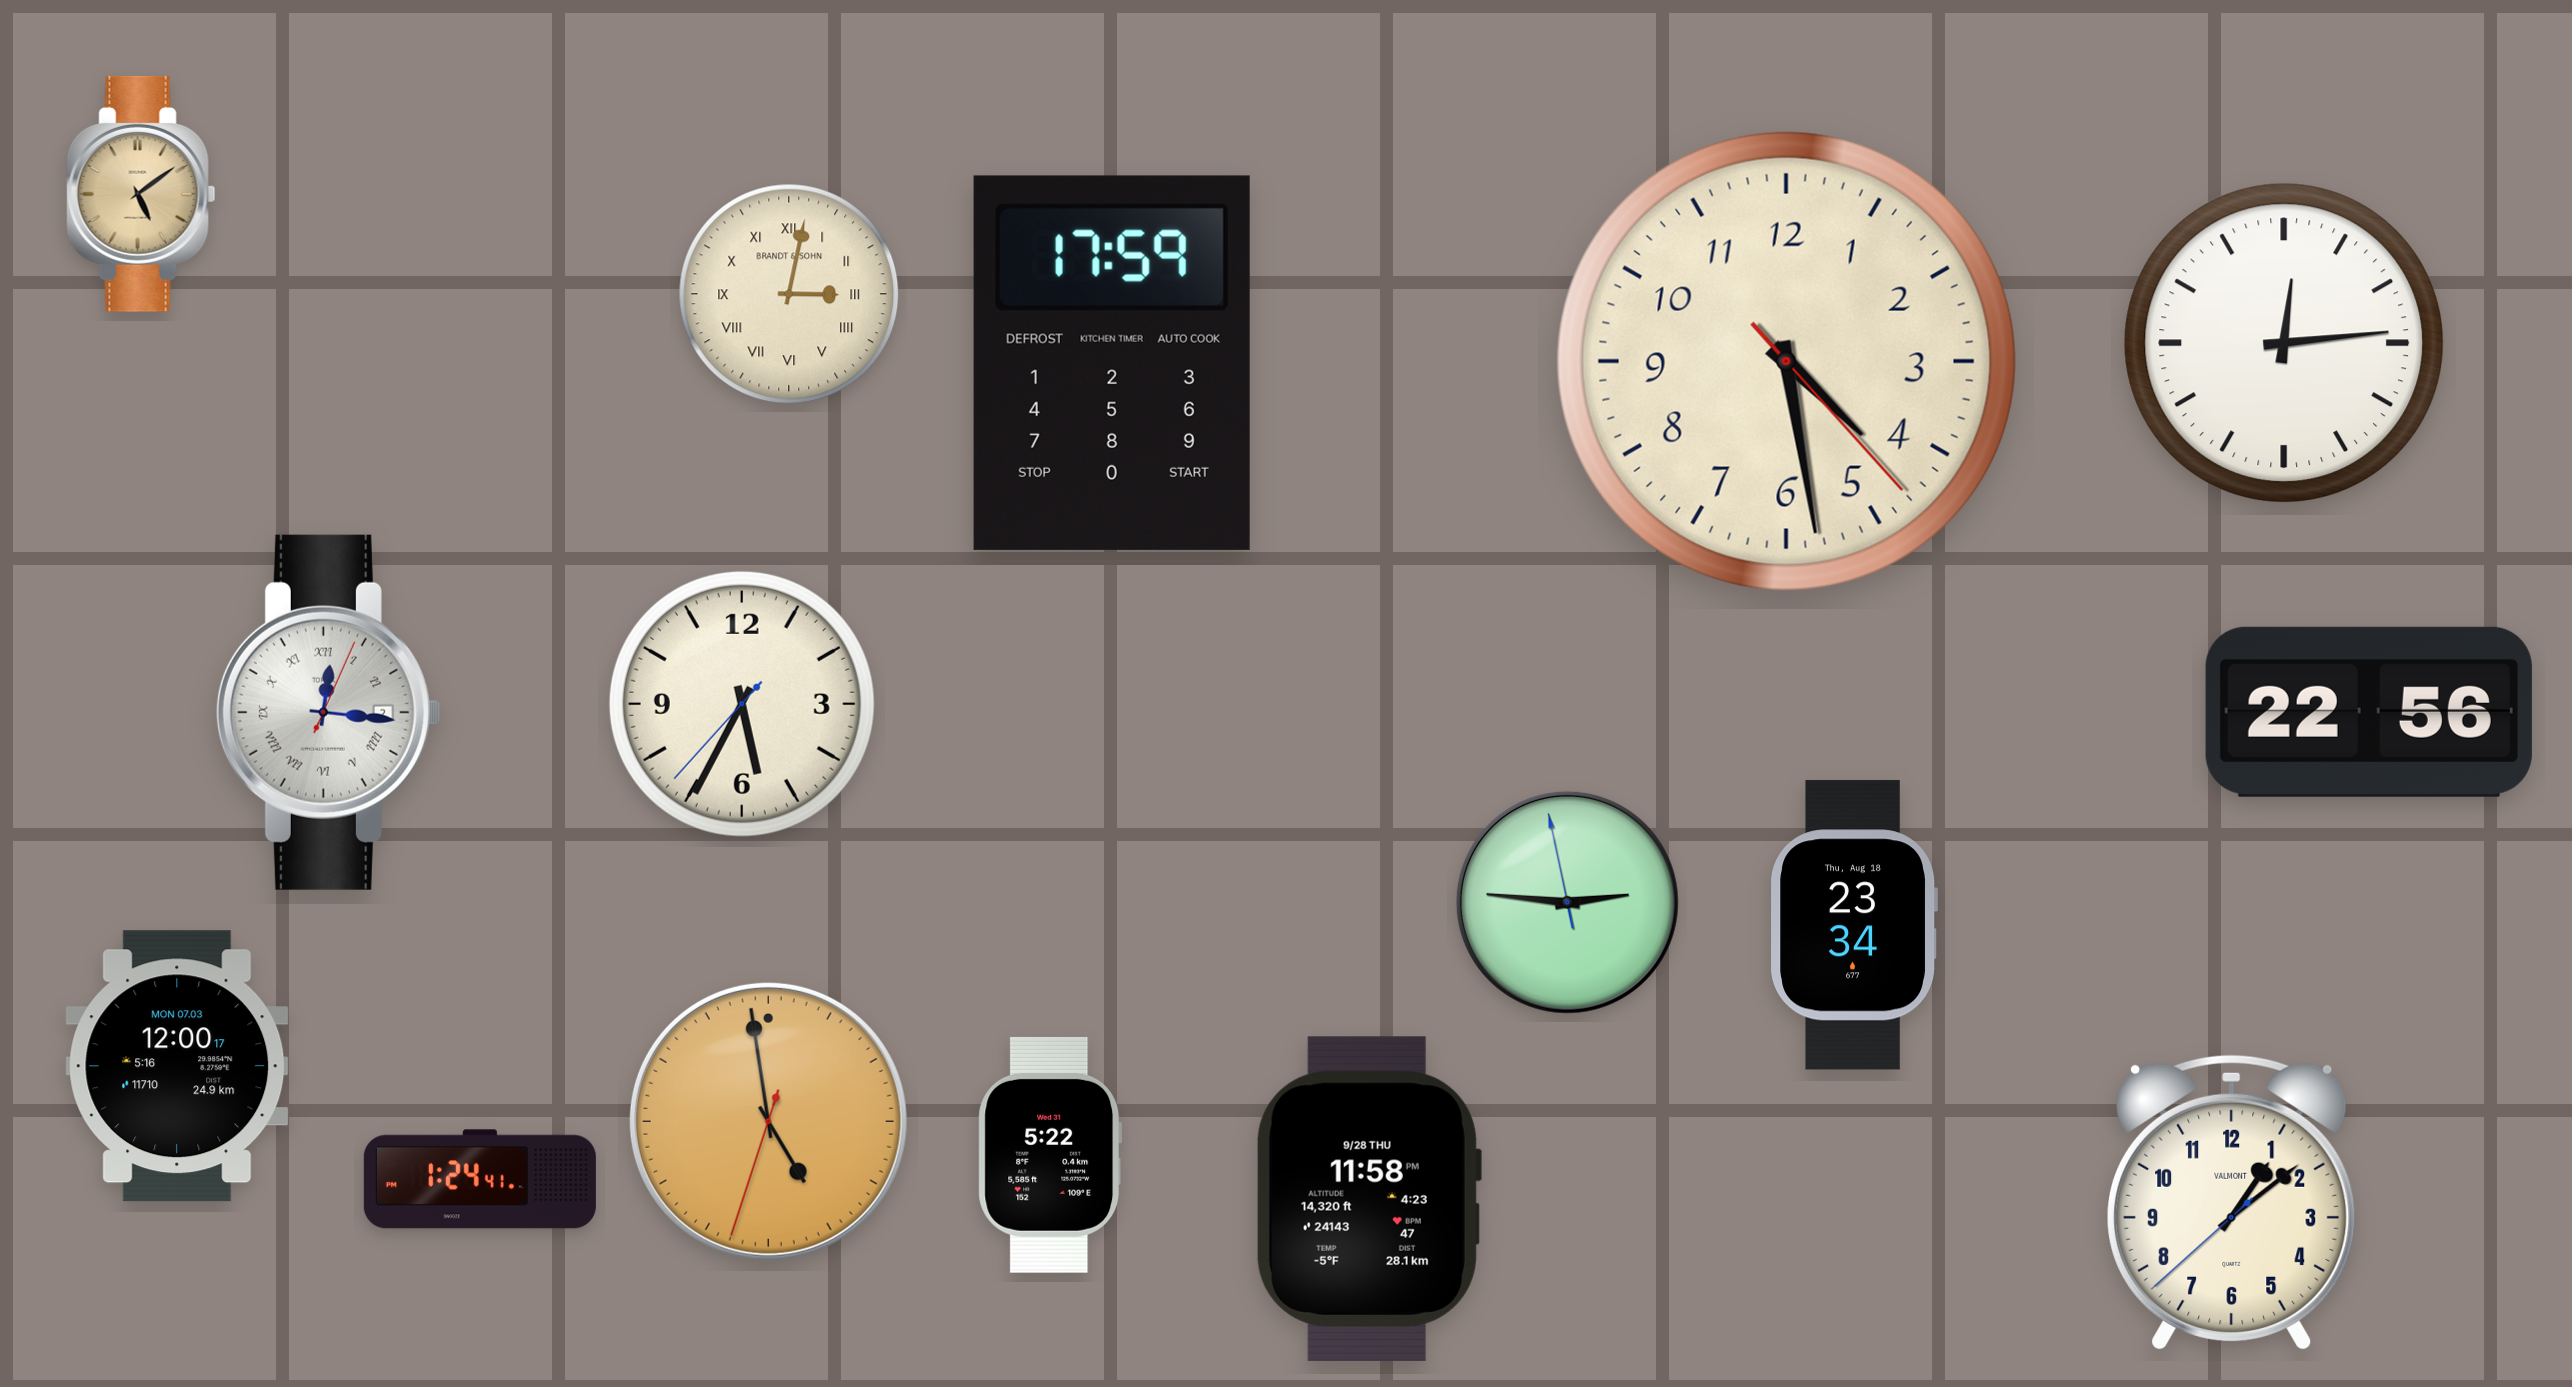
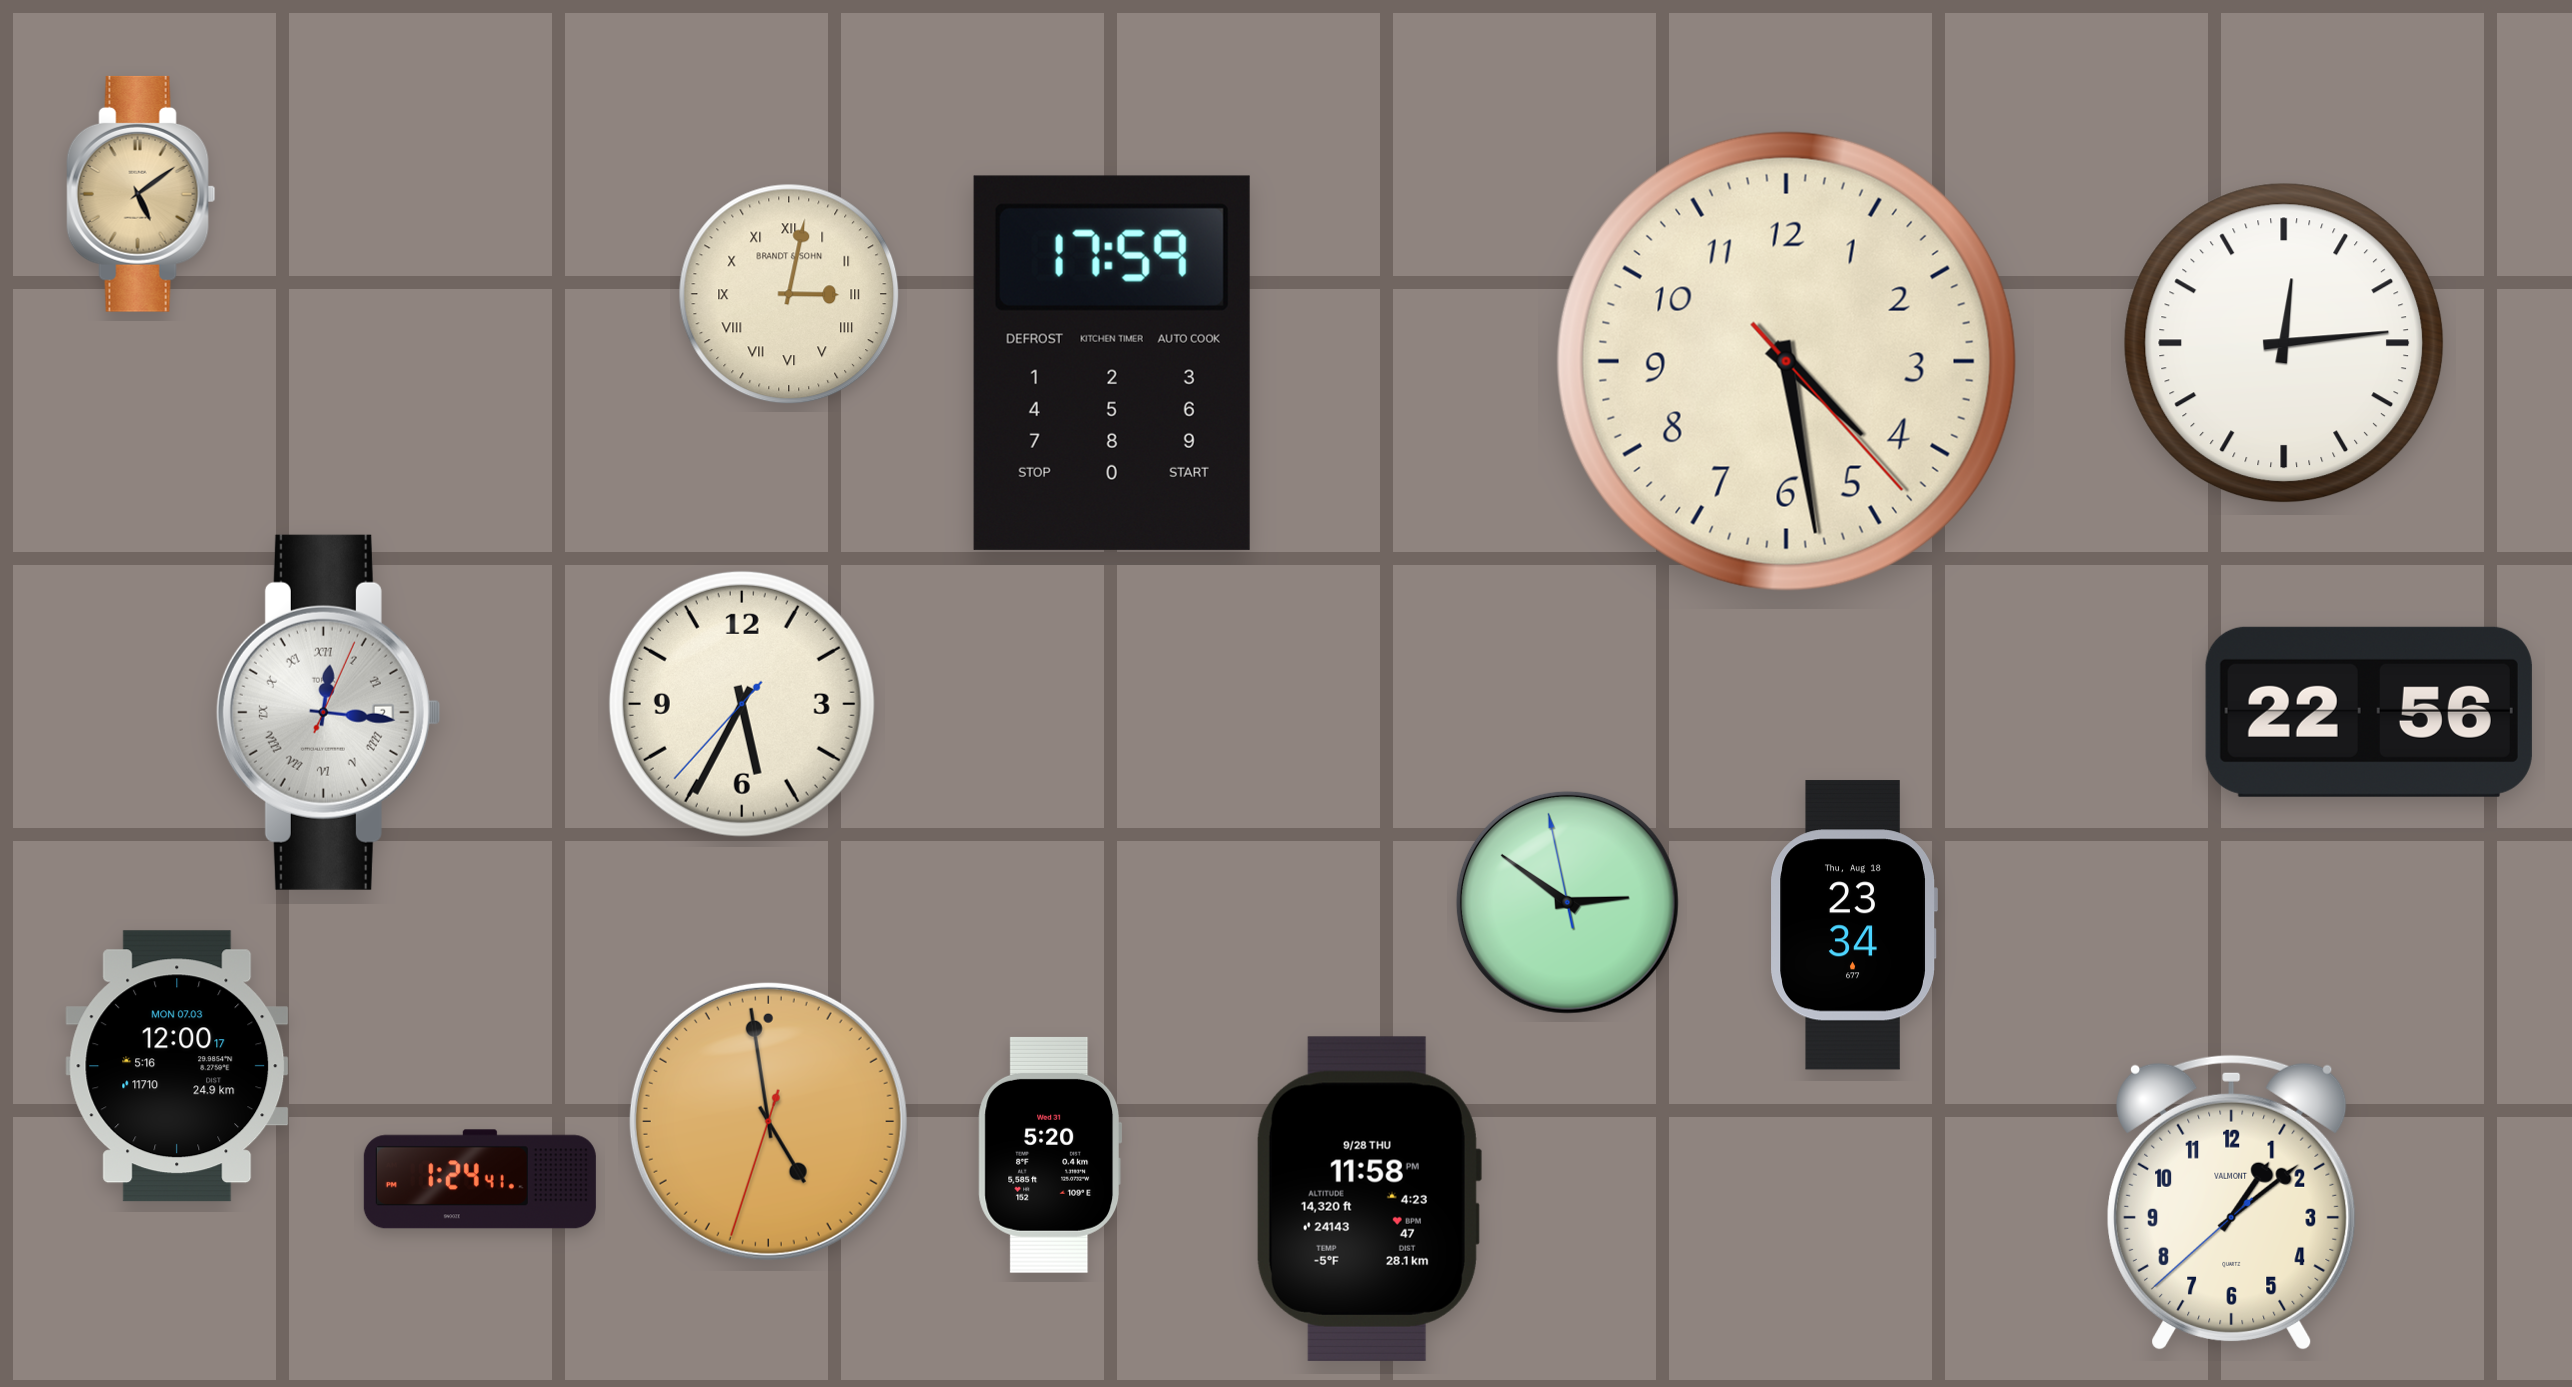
clock at (1567, 902): 2:45 -> 2:50
clock at (1050, 1155): 5:22 -> 5:20
